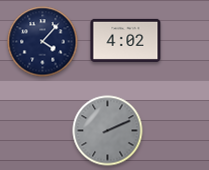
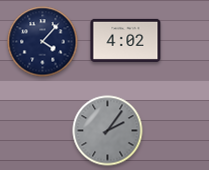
clock at (108, 131): 2:11 -> 2:06
